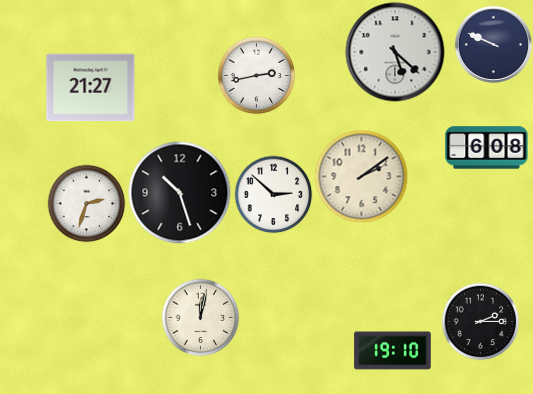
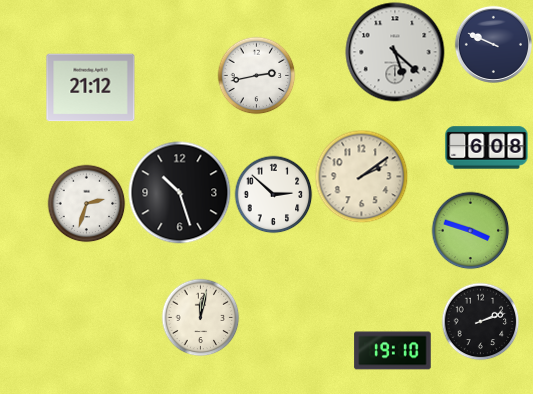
clock at (91, 88): 21:27 -> 21:12
clock at (470, 230): none -> 3:48
clock at (480, 321): 2:15 -> 2:12
